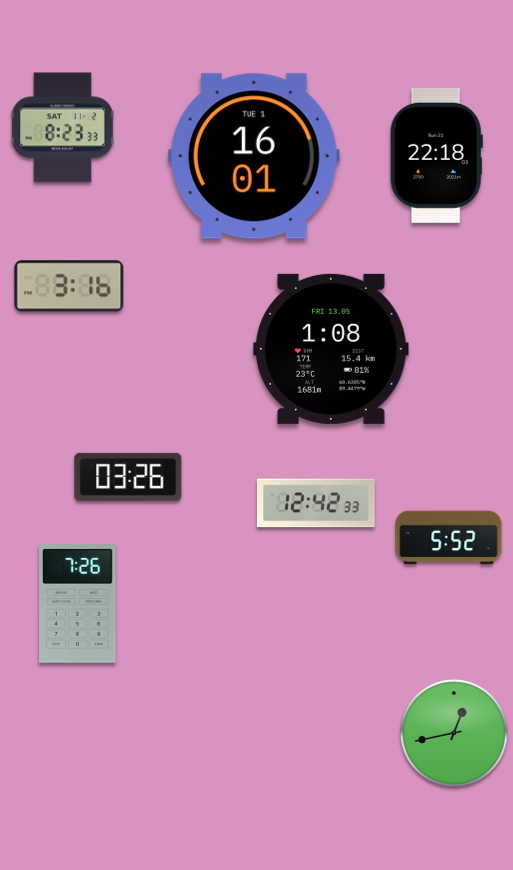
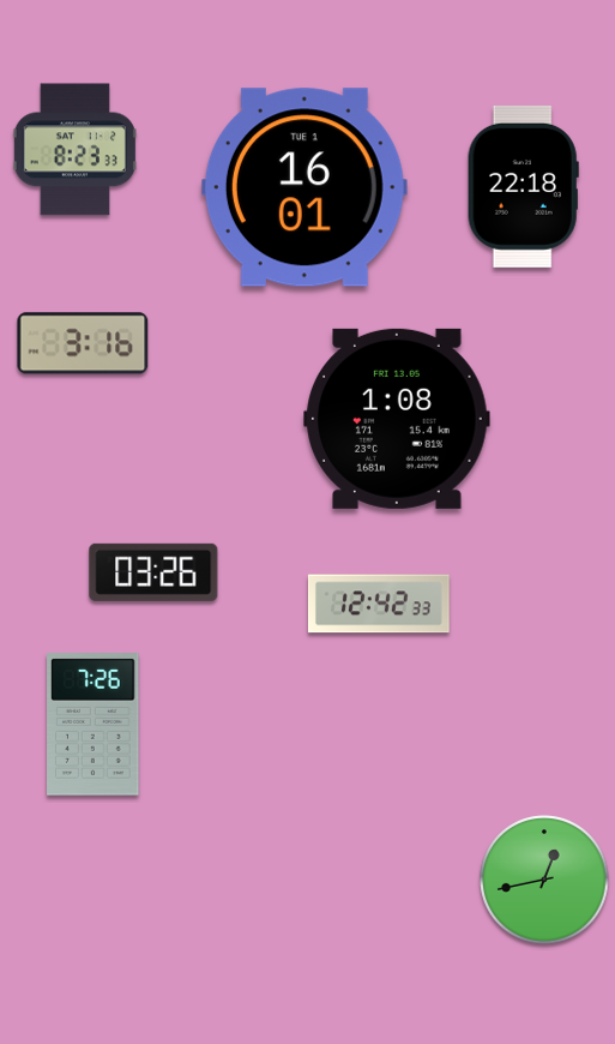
clock at (62, 128) position: (62, 128) -> (74, 150)
clock at (449, 538): 5:52 -> none
